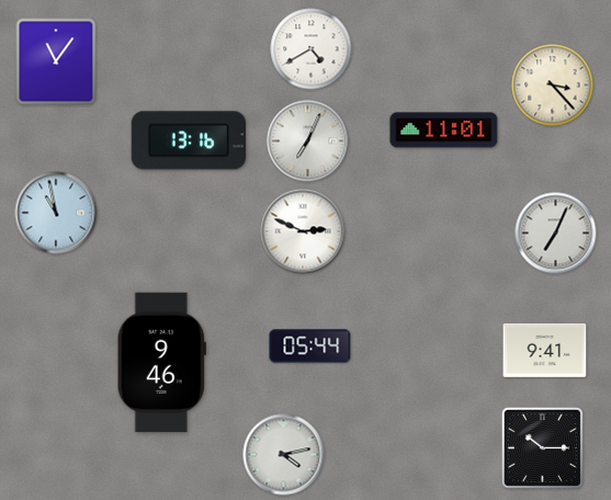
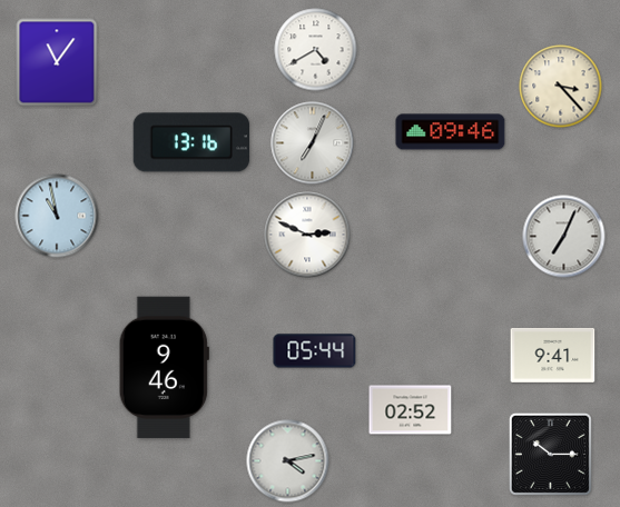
clock at (444, 130): 11:01 -> 09:46
clock at (411, 410): none -> 02:52
